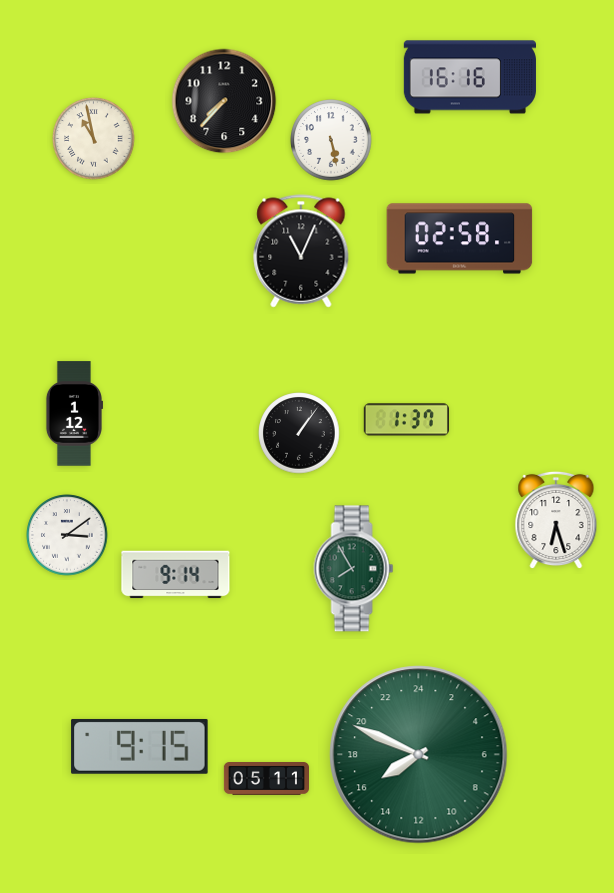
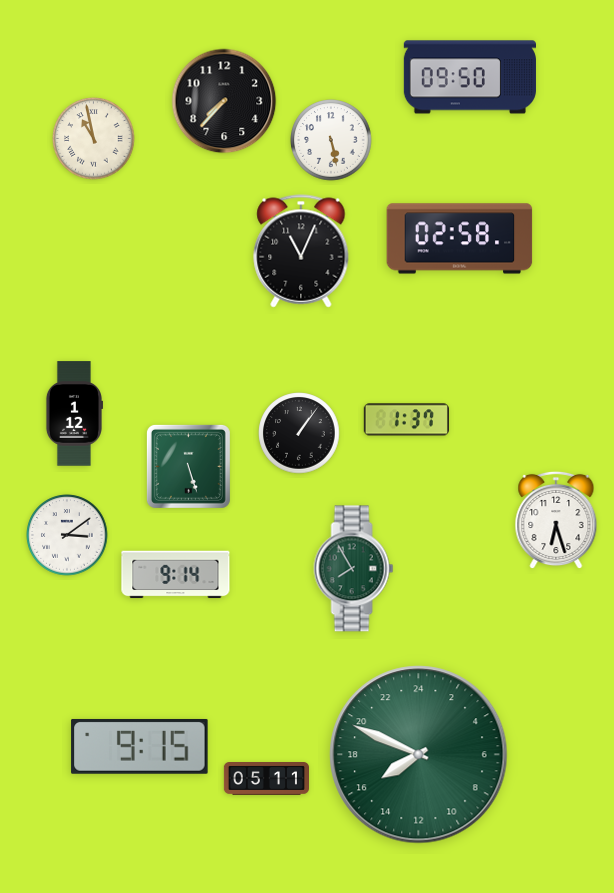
clock at (470, 77): 16:16 -> 09:50
clock at (188, 466): none -> 5:27
